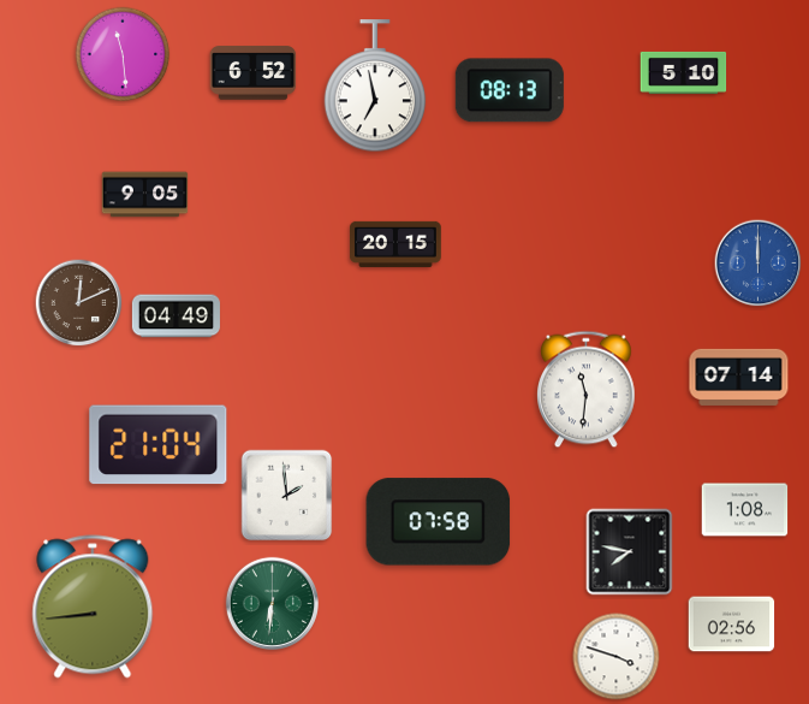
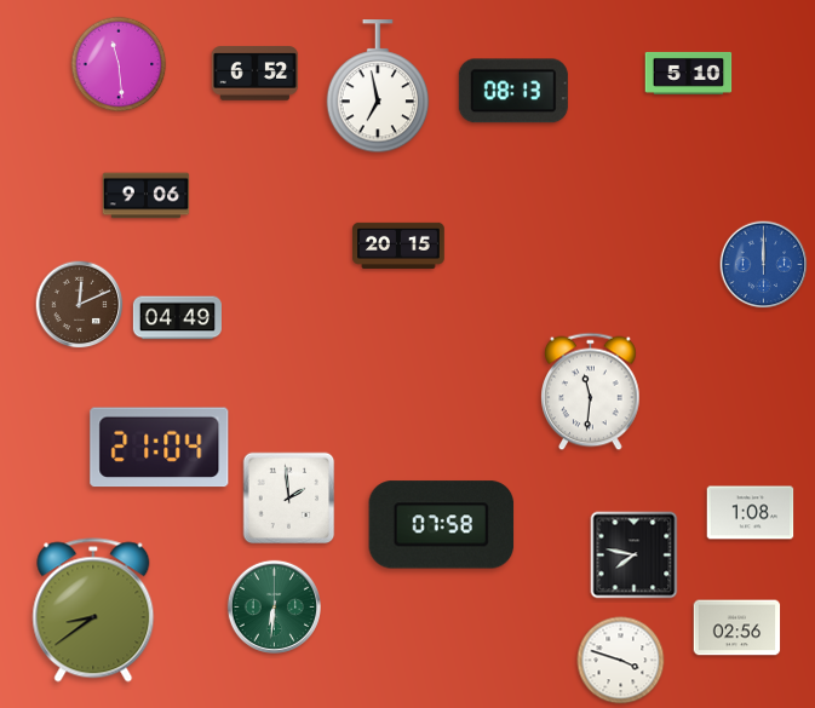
clock at (123, 54) position: (123, 54) -> (119, 64)
clock at (145, 195): 9:05 -> 9:06
clock at (739, 377): 07:14 -> none
clock at (93, 607): 8:44 -> 8:39
